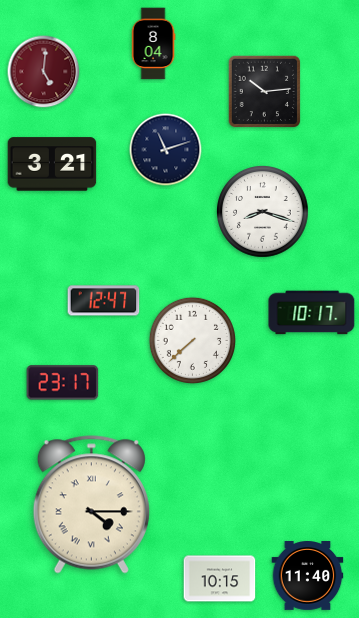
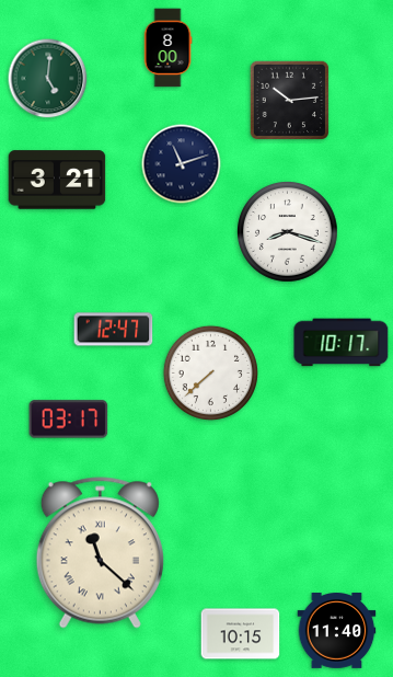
clock at (153, 44): 8:04 -> 8:00
clock at (44, 72) dial: burgundy -> green
clock at (63, 383): 23:17 -> 03:17
clock at (91, 505): 4:15 -> 11:22
